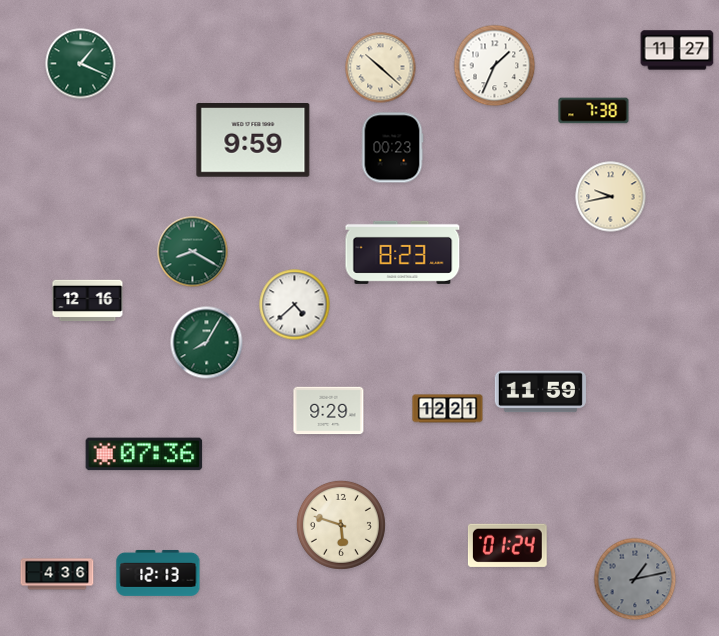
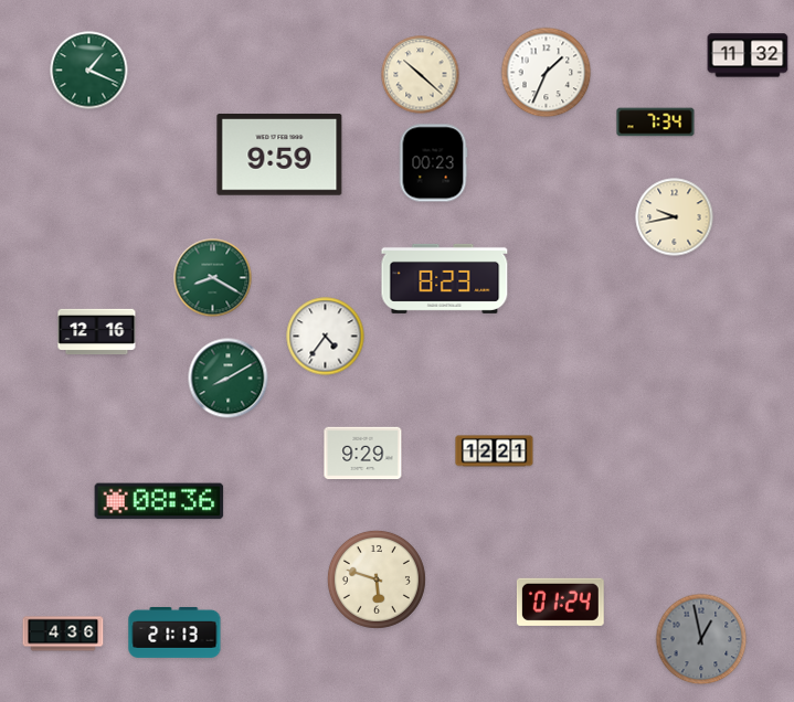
clock at (677, 50): 11:27 -> 11:32
clock at (594, 111): 7:38 -> 7:34
clock at (295, 305): 4:38 -> 4:36
clock at (207, 343): 8:05 -> 8:10
clock at (540, 392): 11:59 -> none
clock at (144, 454): 07:36 -> 08:36
clock at (158, 573): 12:13 -> 21:13
clock at (635, 579): 1:13 -> 12:58
